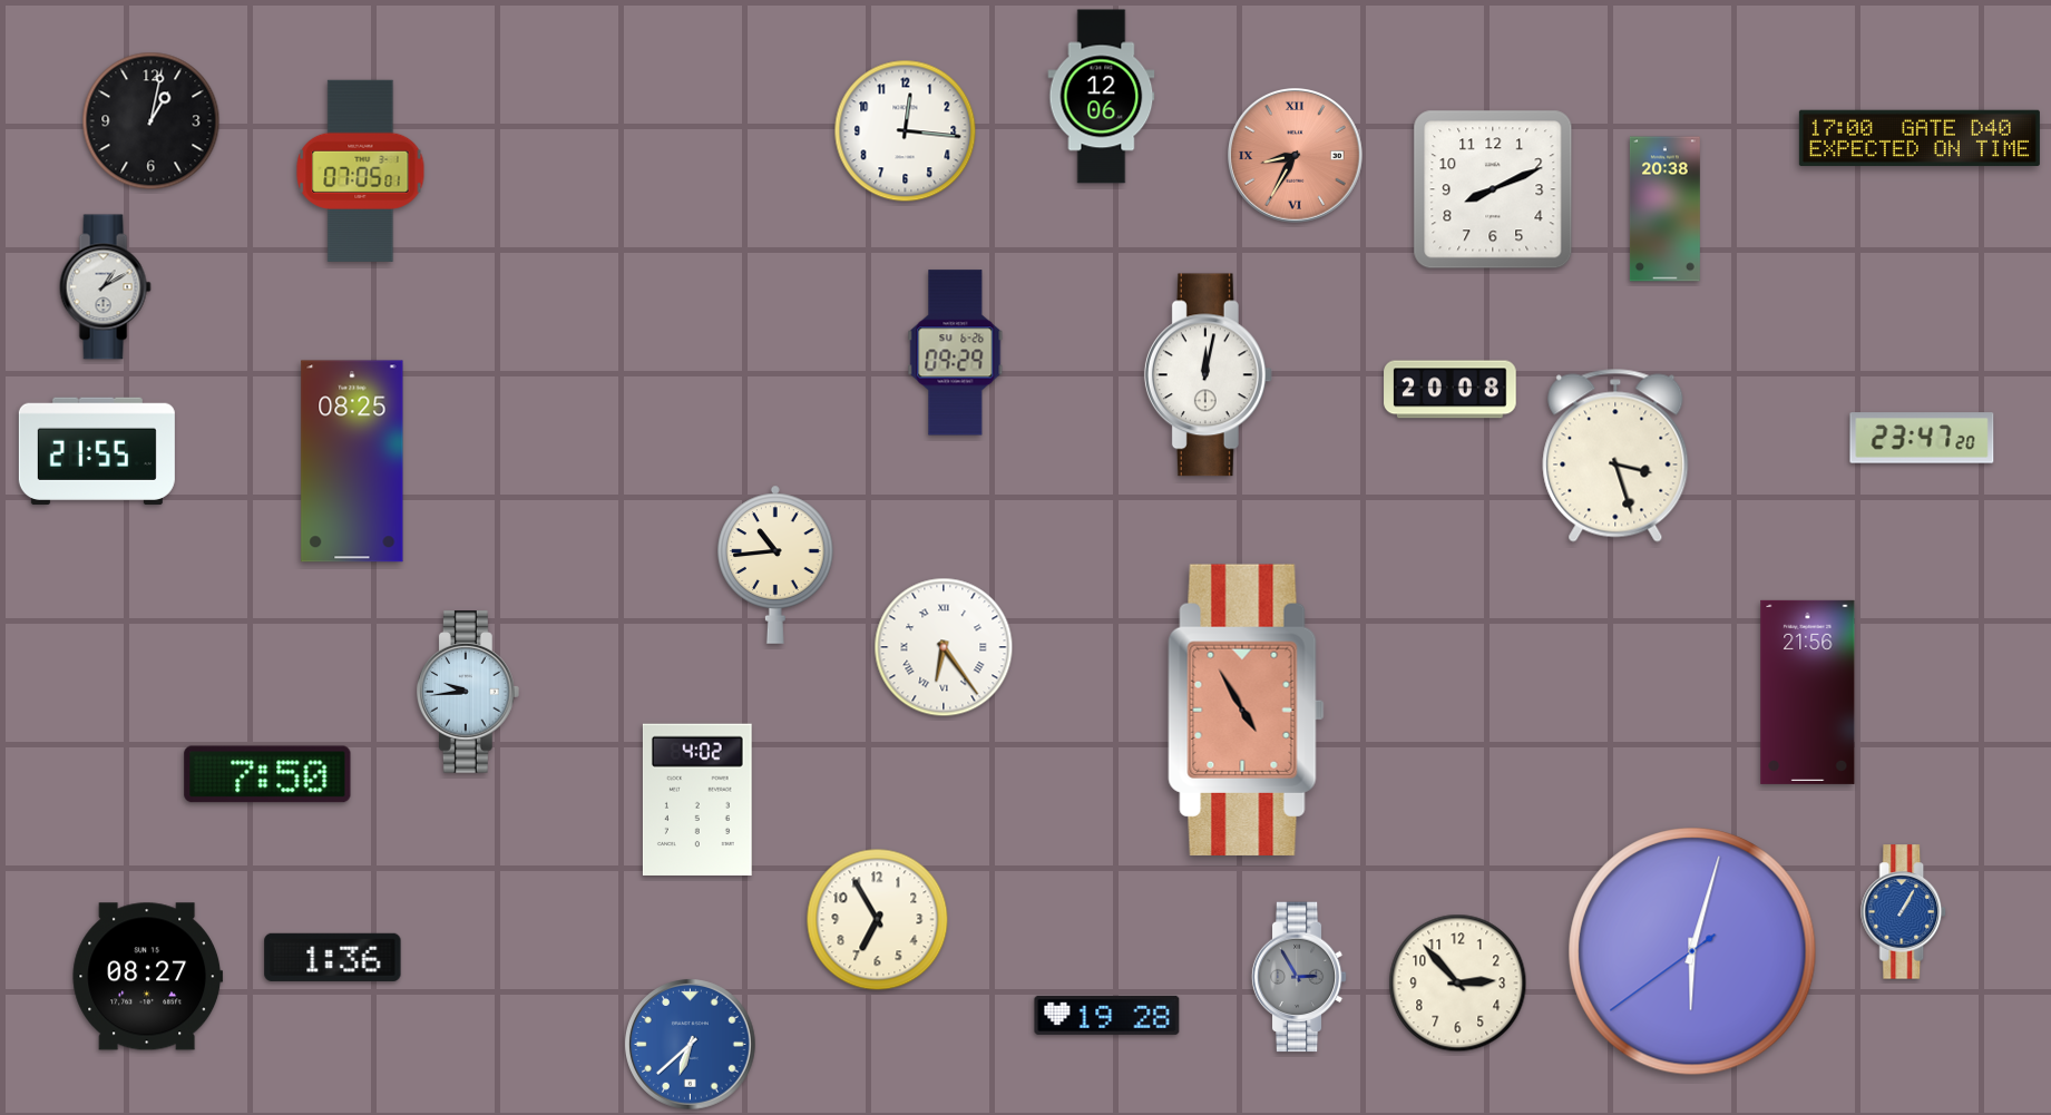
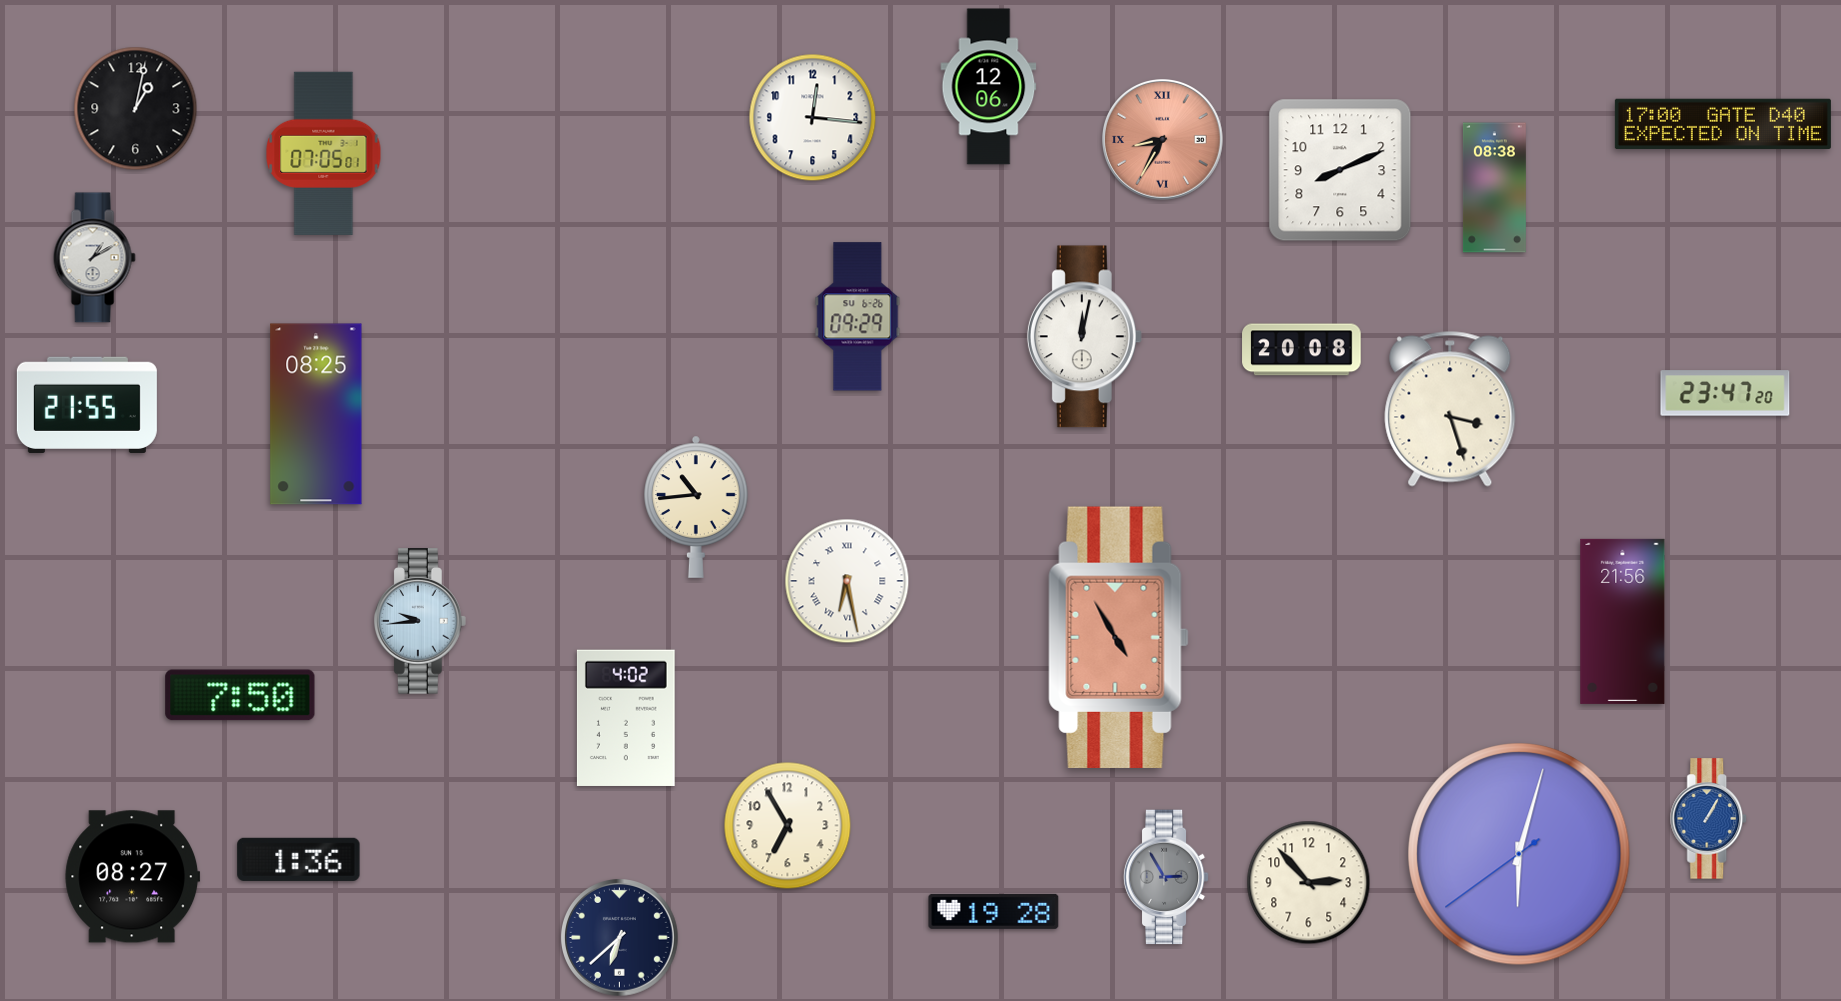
clock at (1664, 209): 20:38 -> 08:38
clock at (944, 647): 6:24 -> 6:28
clock at (691, 1045) dial: blue -> navy
